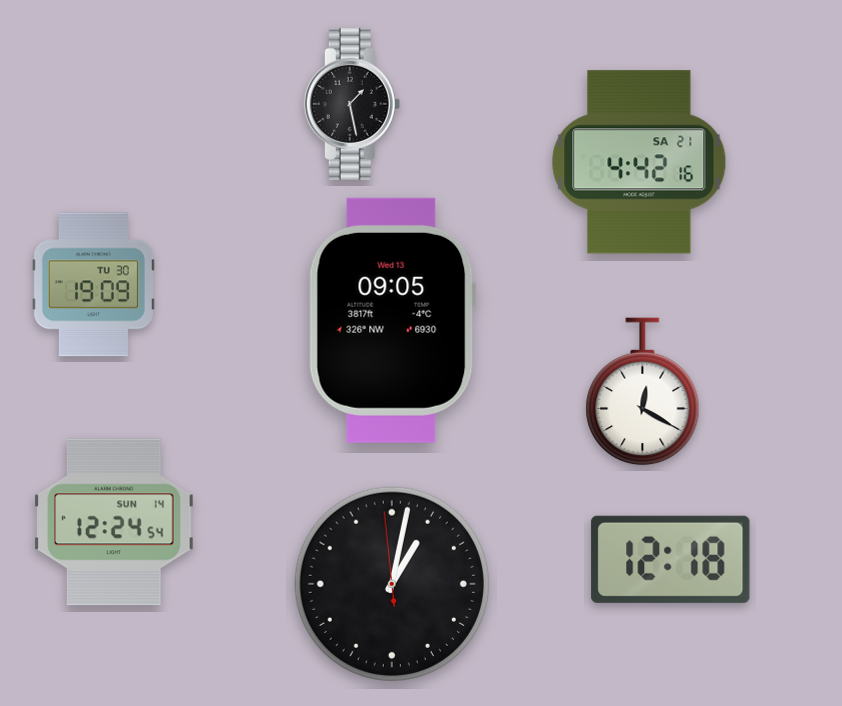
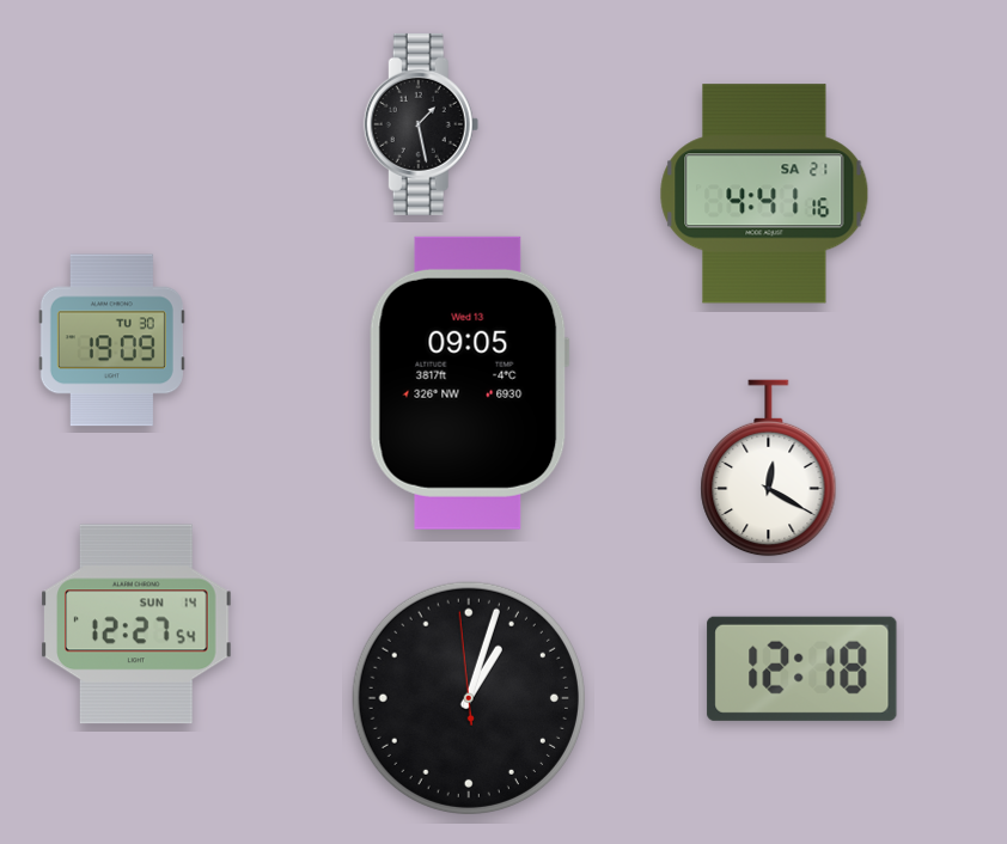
clock at (639, 162): 4:42 -> 4:41
clock at (114, 522): 12:24 -> 12:27
clock at (392, 584): 1:01 -> 1:02
